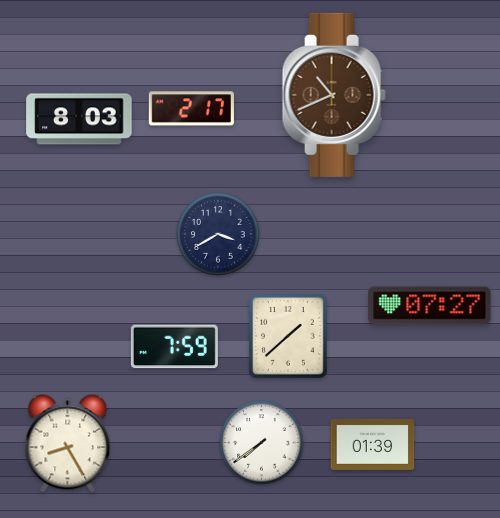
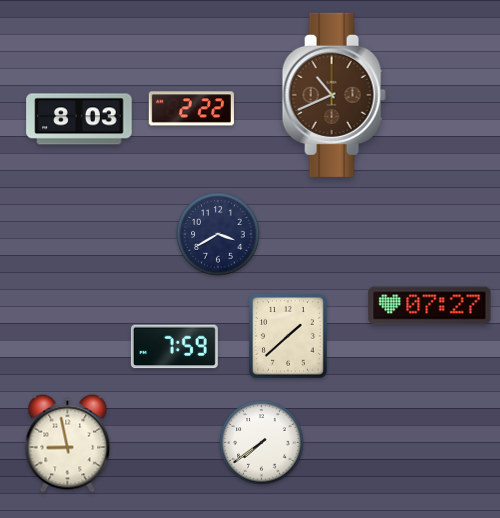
clock at (191, 109): 2:17 -> 2:22
clock at (68, 444): 8:25 -> 8:58
clock at (373, 444): 01:39 -> none
